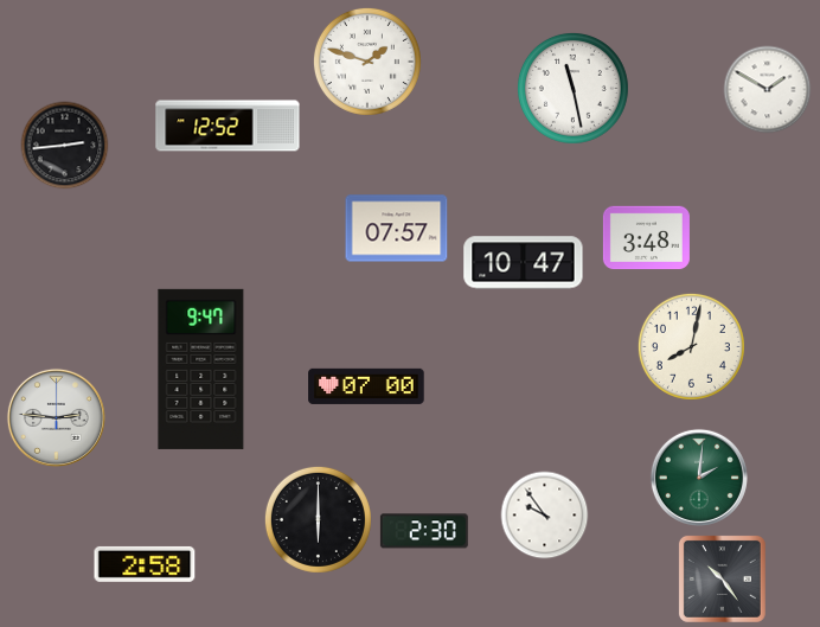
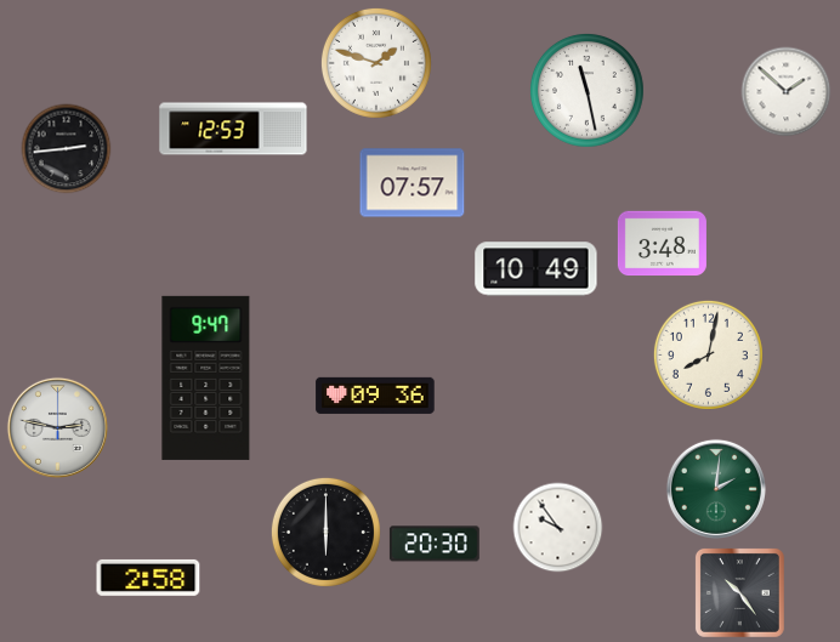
clock at (768, 90): 1:50 -> 1:52
clock at (228, 126): 12:52 -> 12:53
clock at (397, 229) position: (397, 229) -> (413, 183)
clock at (524, 263): 10:47 -> 10:49
clock at (366, 386): 07:00 -> 09:36
clock at (56, 417): 2:46 -> 2:47
clock at (424, 531): 2:30 -> 20:30
